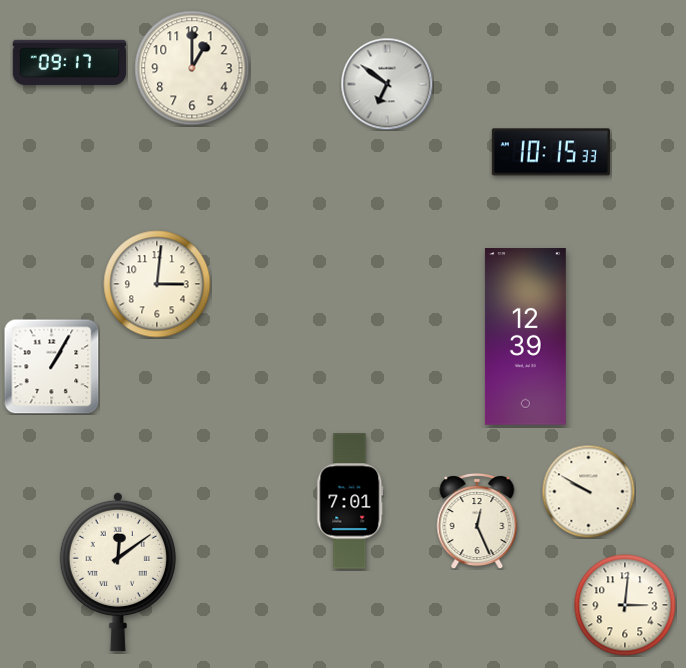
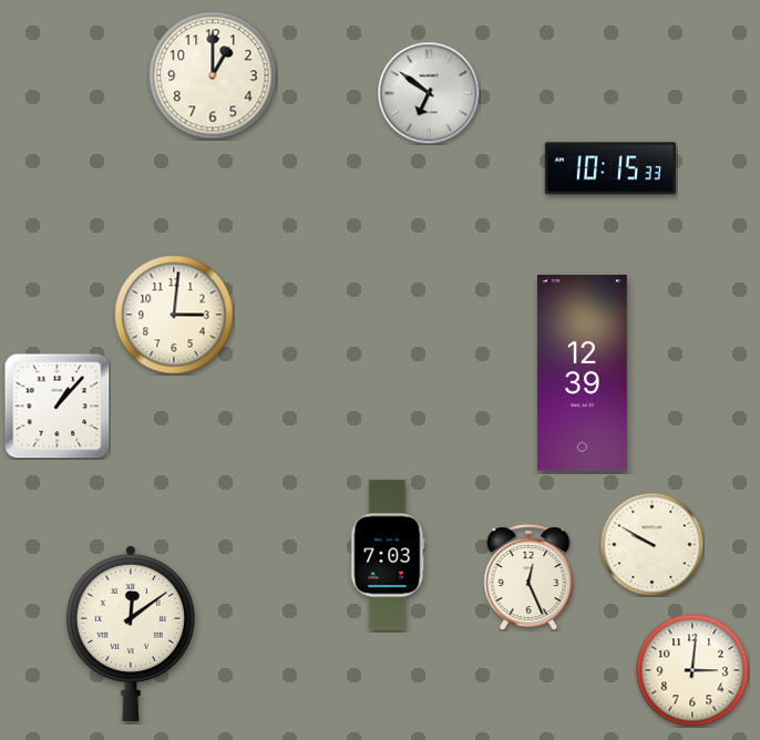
clock at (70, 62): 09:17 -> none
clock at (51, 366): 1:05 -> 1:07
clock at (350, 501): 7:01 -> 7:03
